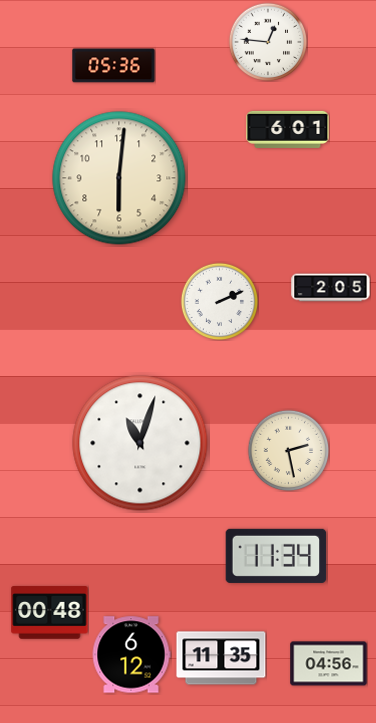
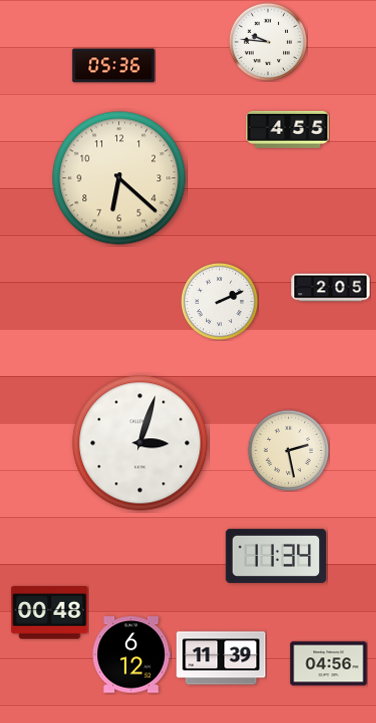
clock at (268, 42): 12:46 -> 9:46
clock at (288, 129): 6:01 -> 4:55
clock at (119, 178): 6:01 -> 6:22
clock at (140, 443): 11:03 -> 3:03
clock at (221, 658): 11:35 -> 11:39
